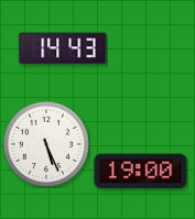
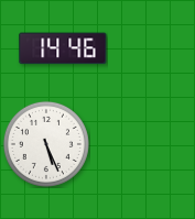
clock at (63, 48): 14:43 -> 14:46
clock at (141, 172): 19:00 -> none
